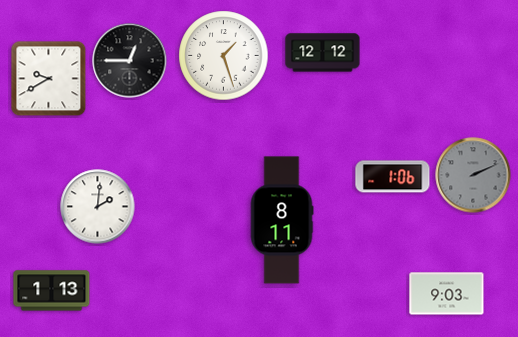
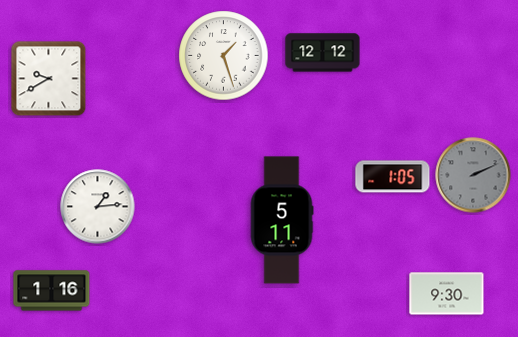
clock at (130, 61): 12:45 -> none
clock at (393, 177): 1:06 -> 1:05
clock at (98, 207): 2:01 -> 1:14
clock at (282, 220): 8:11 -> 5:11
clock at (52, 291): 1:13 -> 1:16
clock at (447, 294): 9:03 -> 9:30
